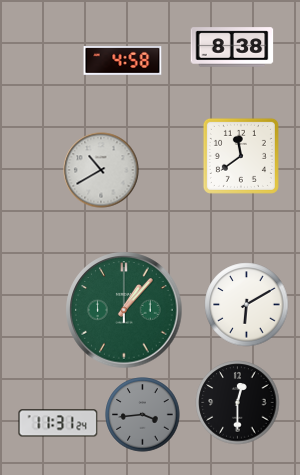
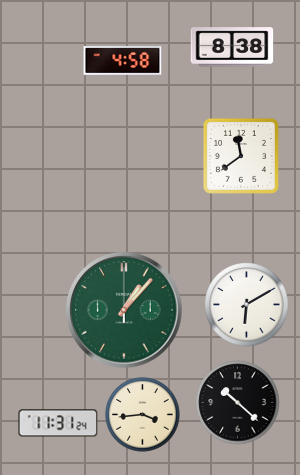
clock at (101, 170): 10:40 -> none
clock at (238, 403): 12:30 -> 10:22
clock at (143, 415) dial: grey -> cream
